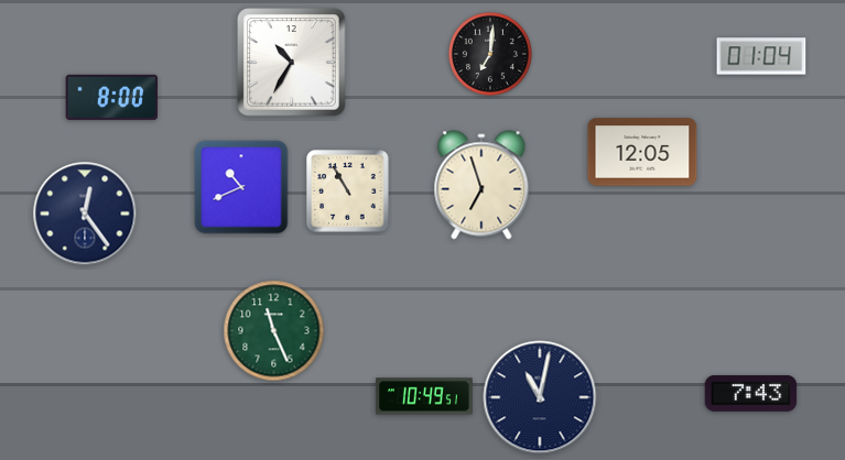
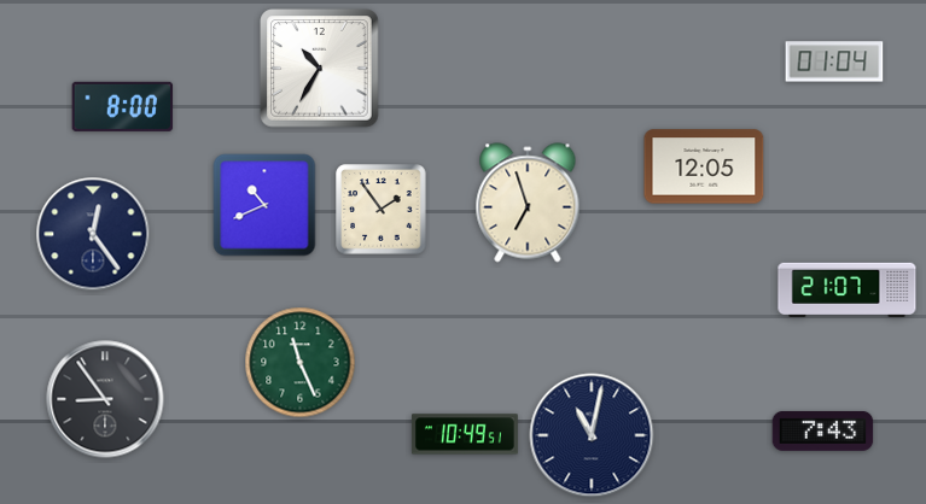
clock at (490, 54): 7:01 -> none
clock at (348, 191): 10:55 -> 1:54
clock at (848, 289): none -> 21:07
clock at (105, 399): none -> 8:54
